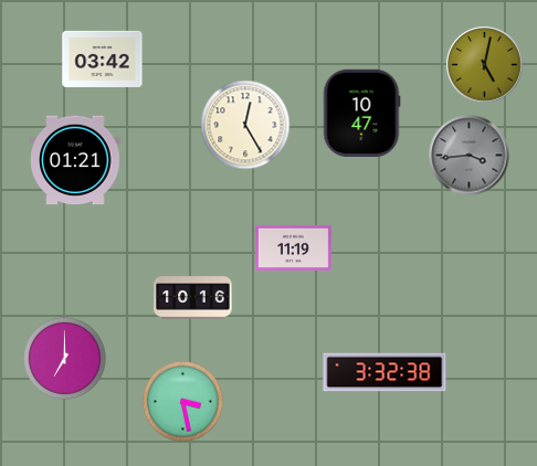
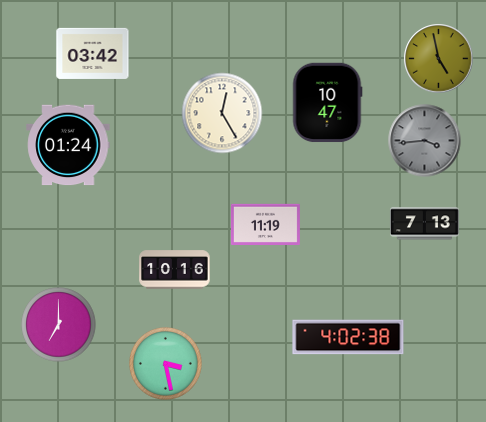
clock at (485, 65): 5:02 -> 4:58
clock at (75, 160): 01:21 -> 01:24
clock at (424, 224): none -> 7:13
clock at (385, 372): 3:32 -> 4:02
